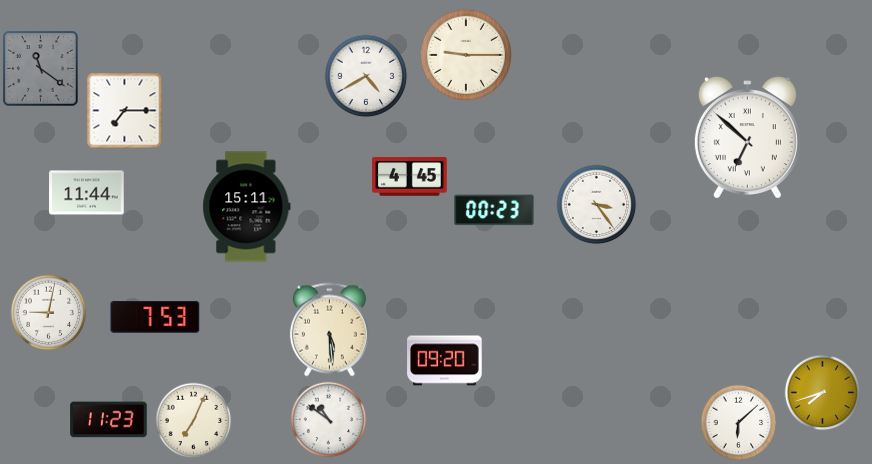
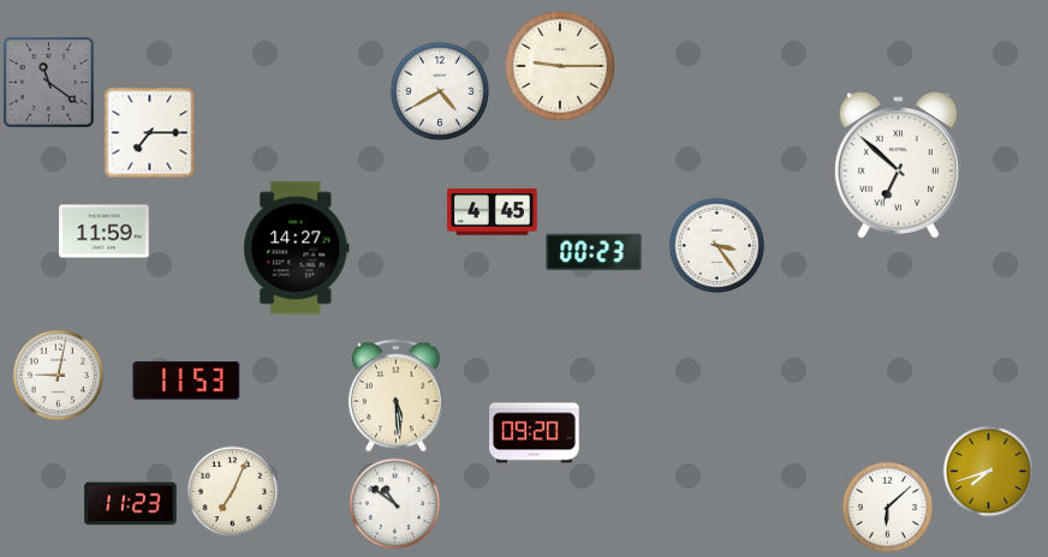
clock at (87, 193): 11:44 -> 11:59
clock at (247, 207): 15:11 -> 14:27
clock at (155, 317): 7:53 -> 11:53
clock at (194, 421) position: (194, 421) -> (233, 492)
